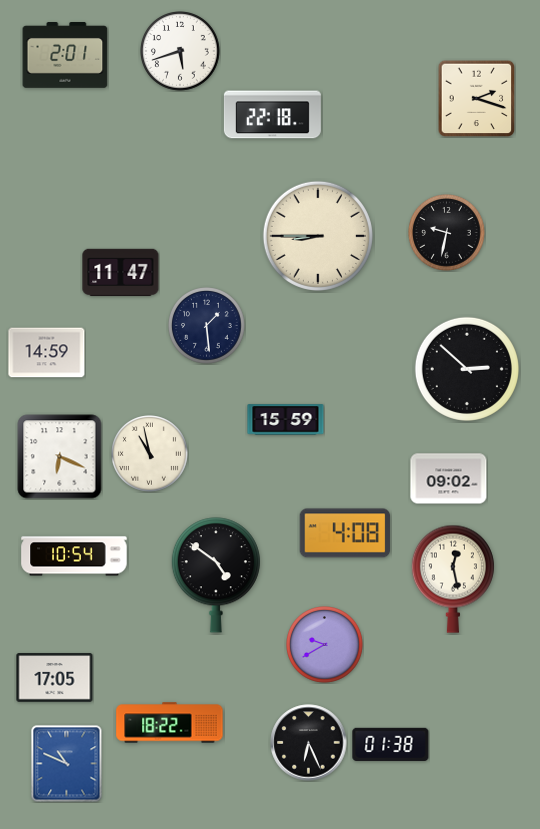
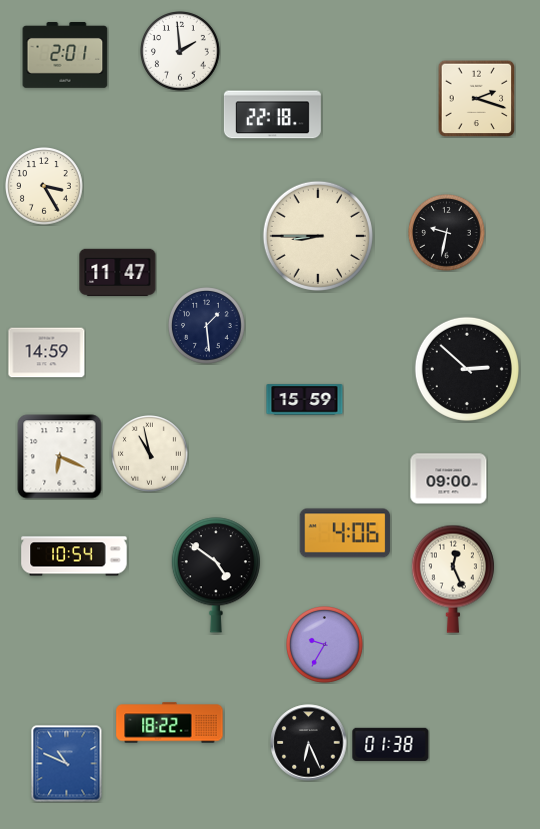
clock at (181, 52): 5:42 -> 1:59
clock at (45, 187): none -> 3:25
clock at (121, 273) position: (121, 273) -> (118, 273)
clock at (286, 420) position: (286, 420) -> (305, 400)
clock at (449, 479): 09:02 -> 09:00
clock at (345, 533): 4:08 -> 4:06
clock at (453, 579): 12:28 -> 12:26
clock at (325, 645): 9:40 -> 9:35
clock at (55, 678): 17:05 -> none
